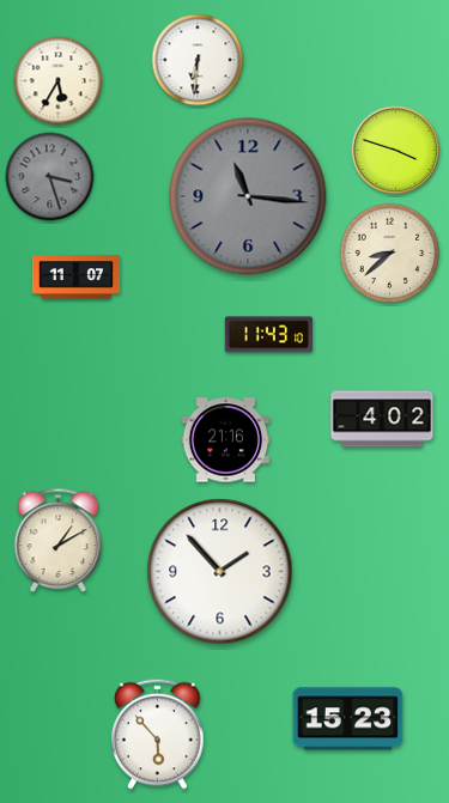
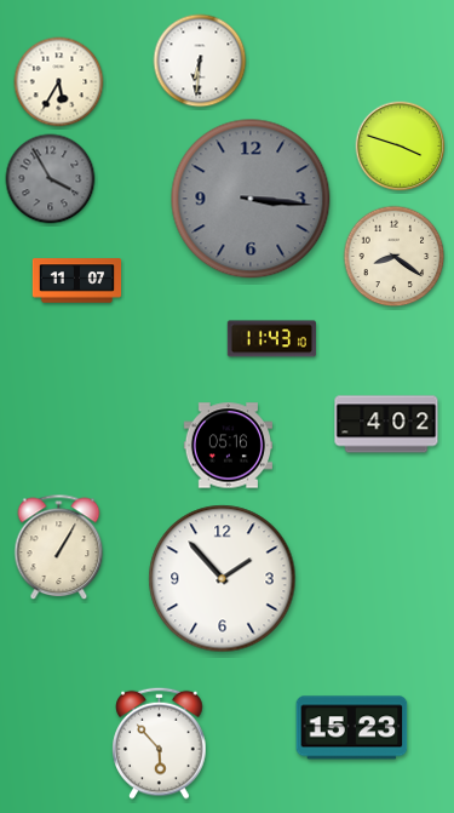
clock at (396, 151) position: (396, 151) -> (401, 147)
clock at (50, 177): 3:27 -> 3:55
clock at (248, 196): 11:16 -> 3:16
clock at (390, 254): 8:38 -> 8:21
clock at (225, 440): 21:16 -> 05:16
clock at (59, 541): 1:10 -> 1:05
